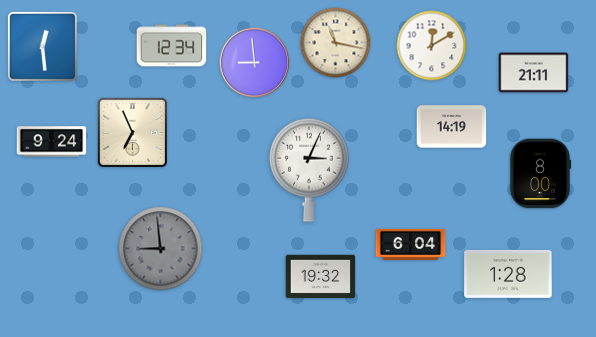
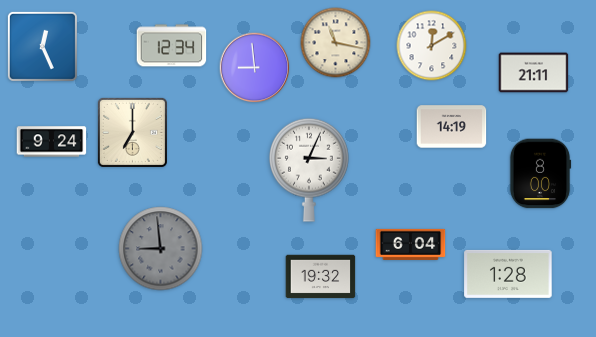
clock at (42, 46): 12:29 -> 12:26
clock at (255, 63) position: (255, 63) -> (255, 68)
clock at (132, 132): 6:56 -> 7:00
